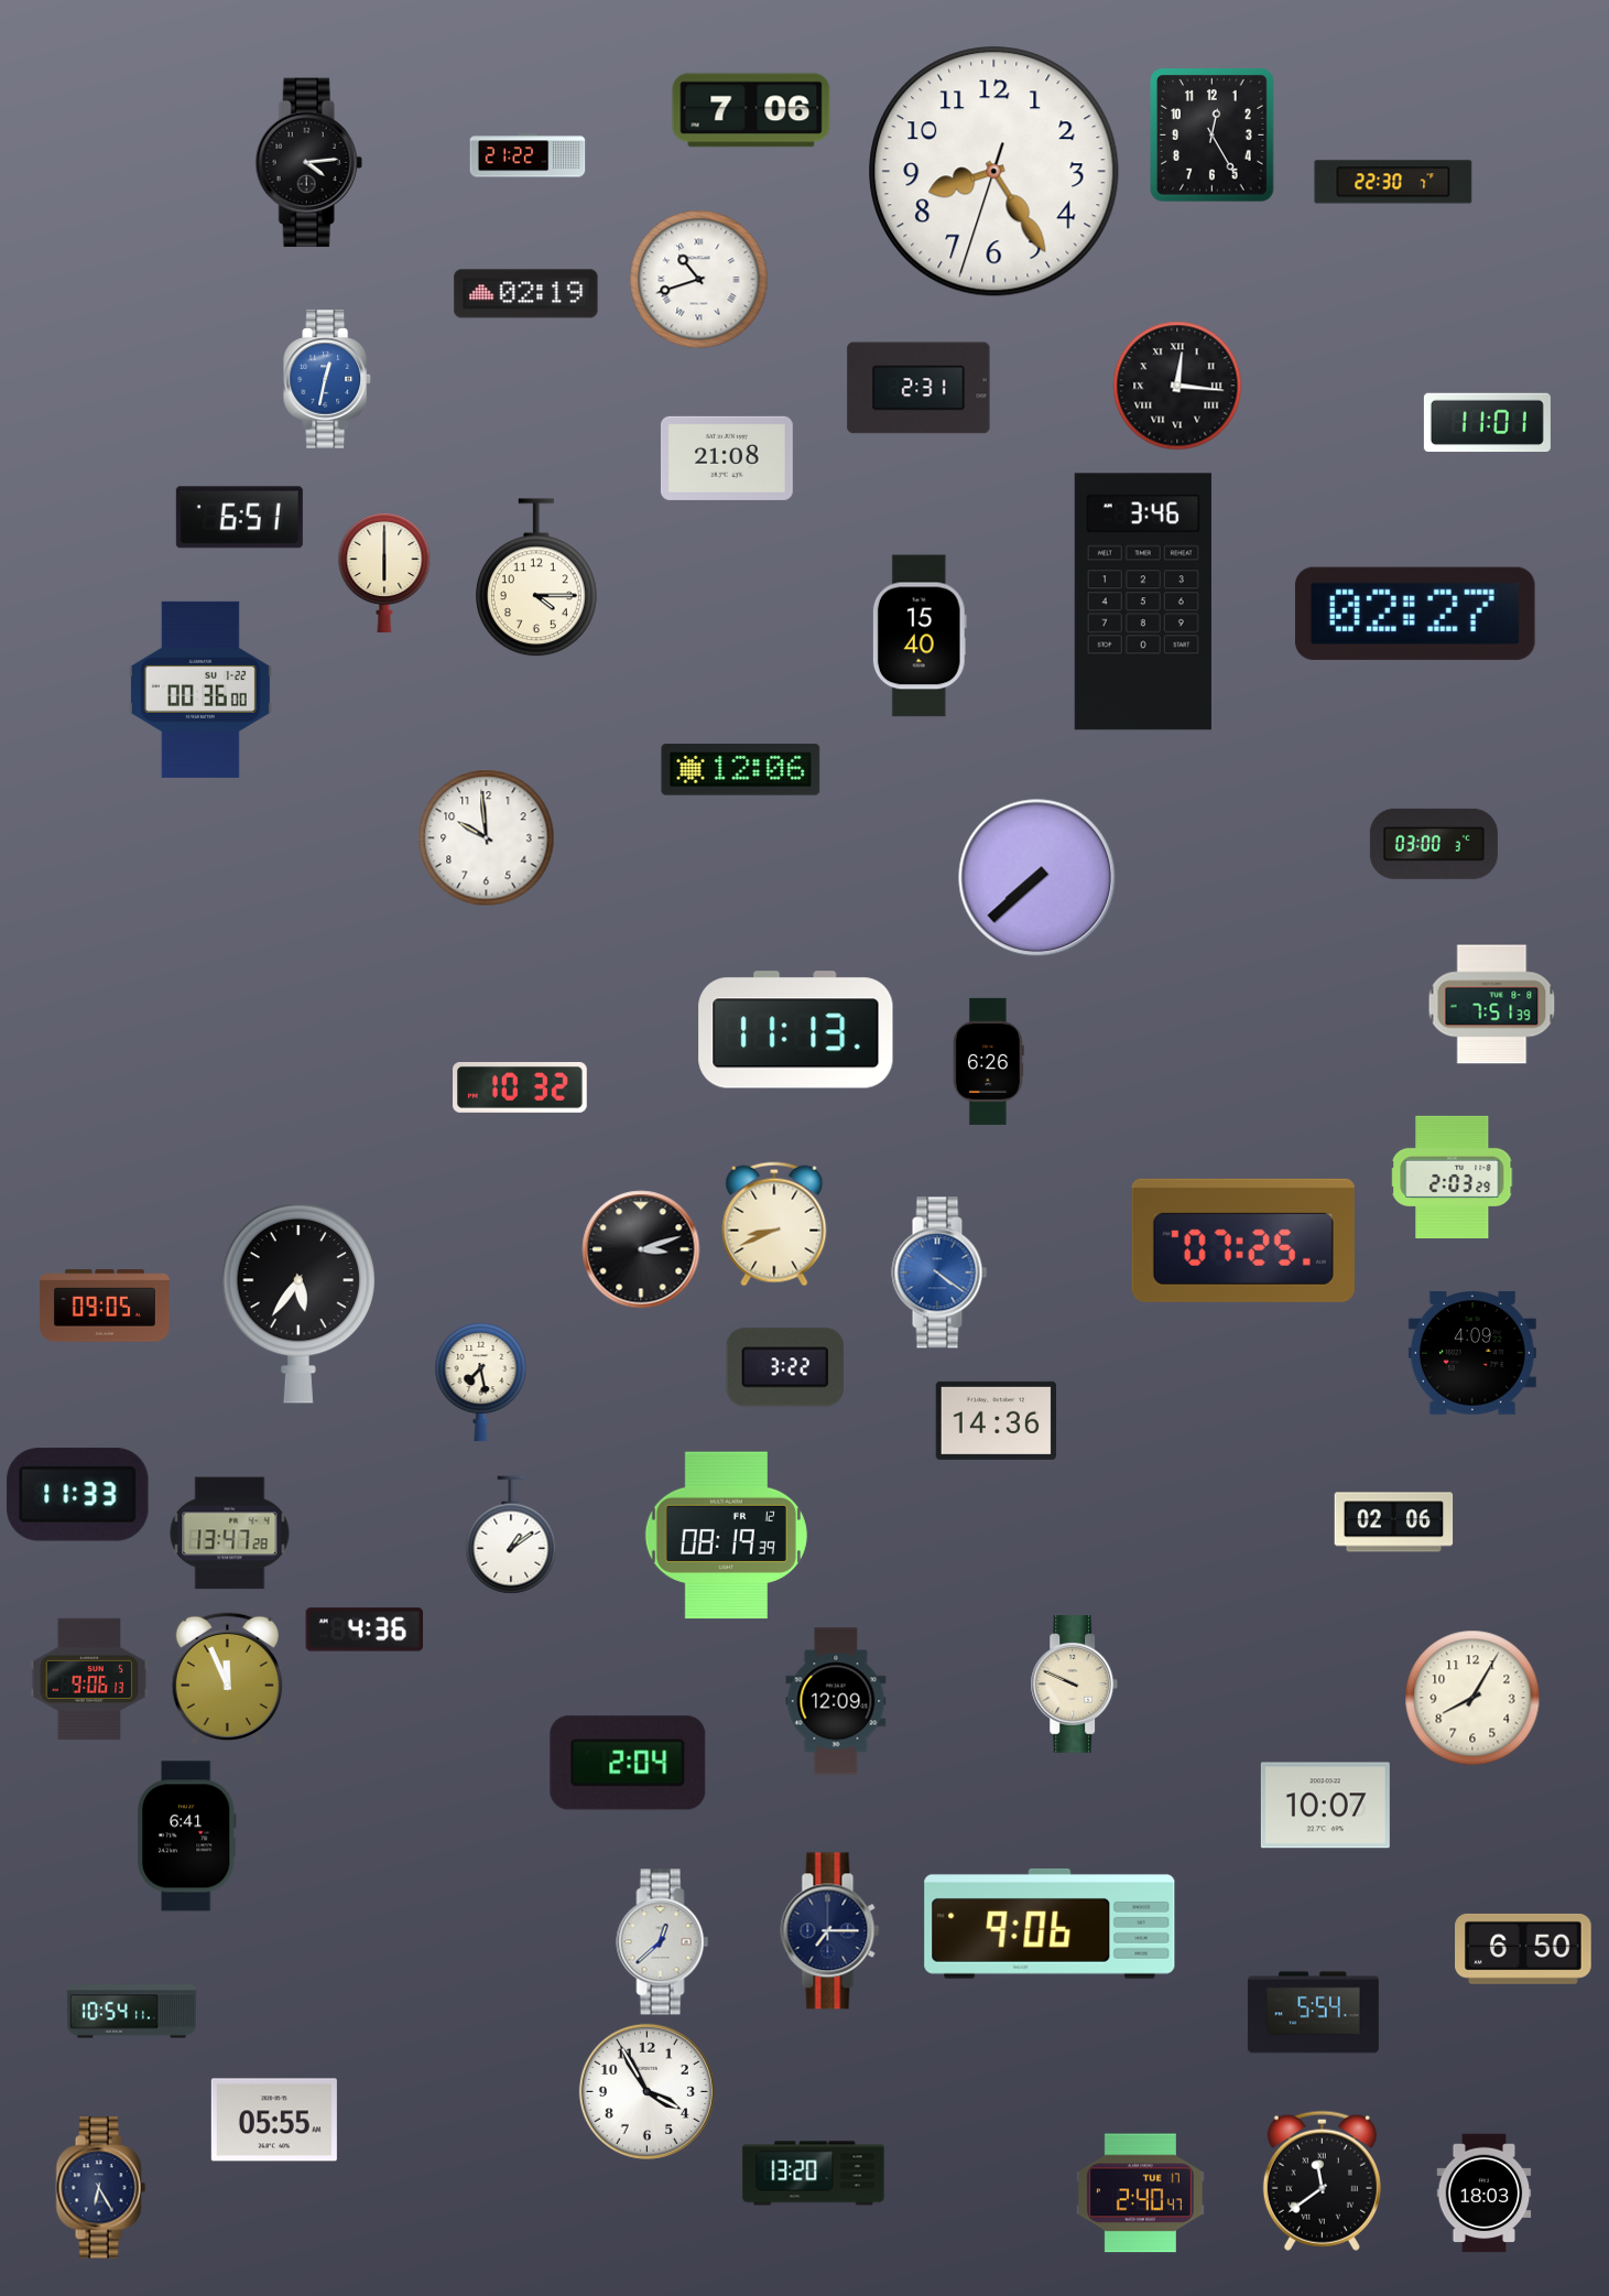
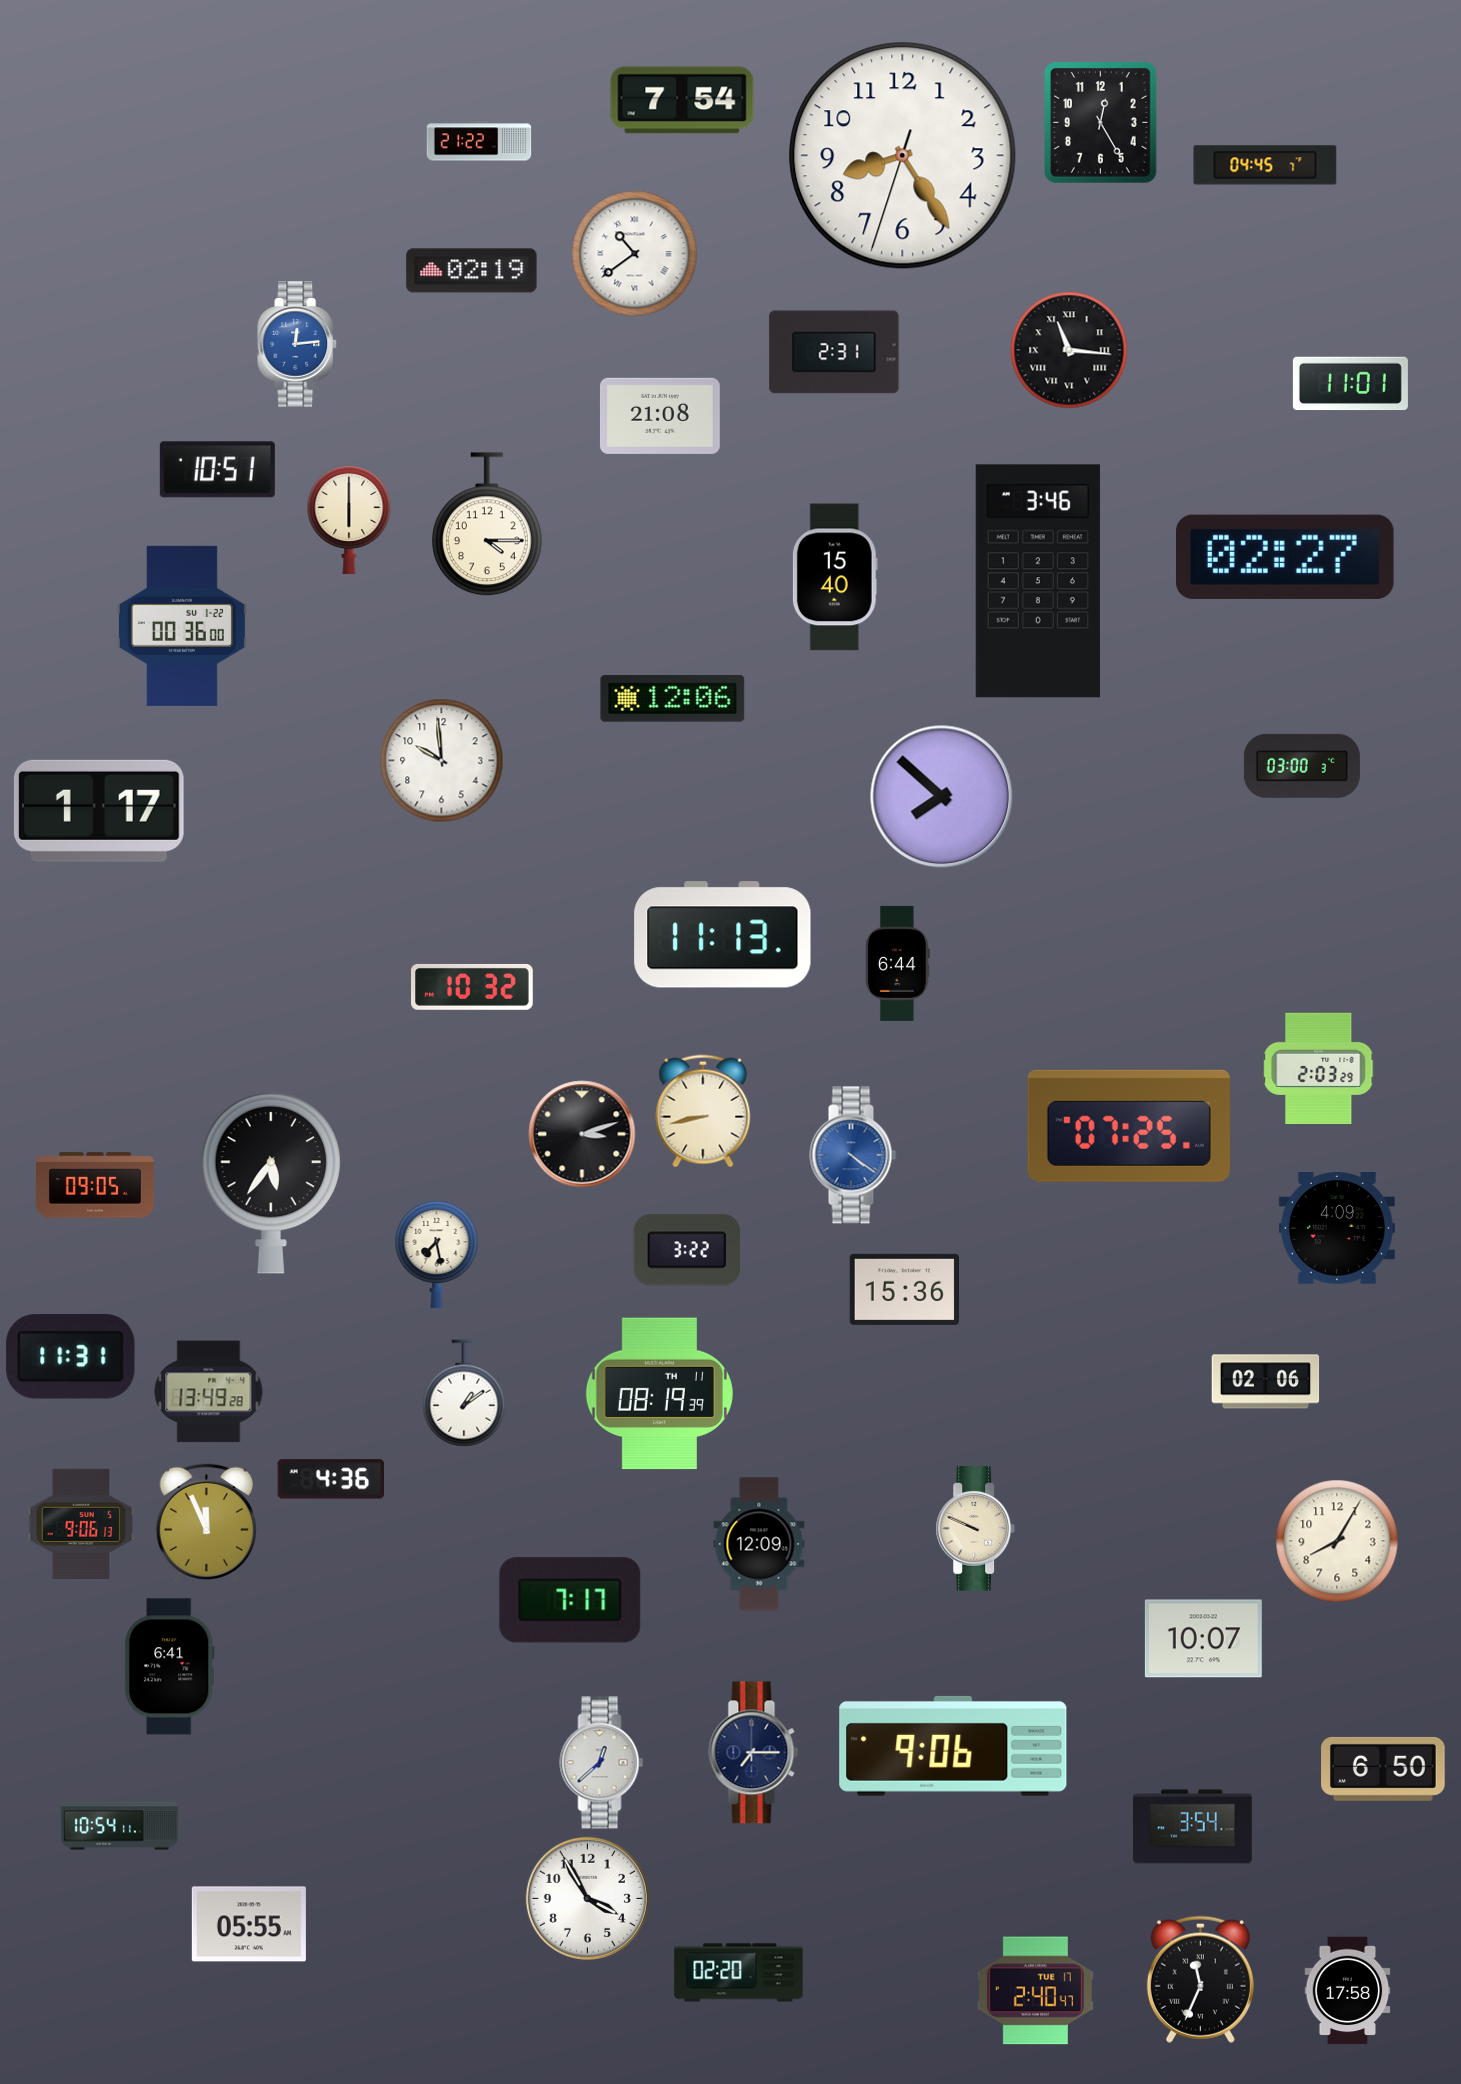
clock at (751, 110): 7:06 -> 7:54
clock at (308, 163): 4:14 -> none
clock at (1393, 182): 22:30 -> 04:45
clock at (699, 280): 10:42 -> 10:39
clock at (526, 294) position: (526, 294) -> (472, 271)
clock at (327, 379): 12:32 -> 12:14
clock at (1177, 386): 12:16 -> 11:16
clock at (239, 518): 6:51 -> 10:51
clock at (1143, 602) position: (1143, 602) -> (1038, 581)
clock at (1037, 878): 7:38 -> 7:52
clock at (99, 811): none -> 1:17
clock at (1492, 1005): 7:51 -> none
clock at (989, 1061): 6:26 -> 6:44
clock at (774, 1224): 8:41 -> 8:43
clock at (785, 1367) position: (785, 1367) -> (687, 1250)
clock at (996, 1420): 14:36 -> 15:36
clock at (78, 1495): 11:33 -> 11:31
clock at (230, 1534): 13:47 -> 13:49
clock at (726, 1536) date: FR 12 -> TH 11
clock at (628, 1763): 2:04 -> 7:17
clock at (1313, 2013): 5:54 -> 3:54
clock at (814, 2174): 13:20 -> 02:20
clock at (1322, 2180): 11:39 -> 11:34
clock at (100, 2188): 6:25 -> none
clock at (1485, 2194): 18:03 -> 17:58
